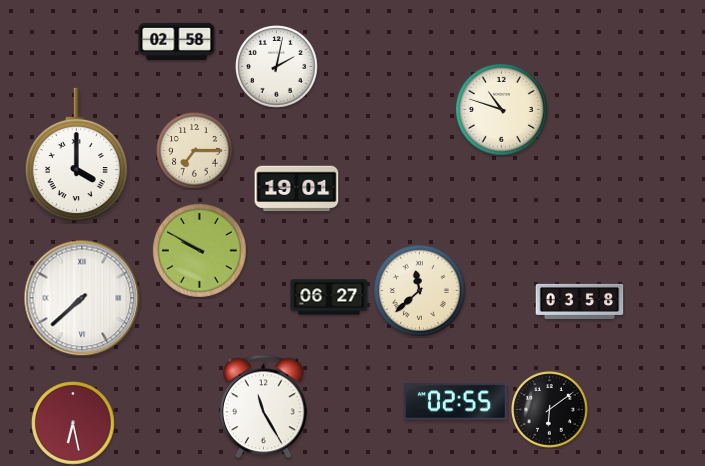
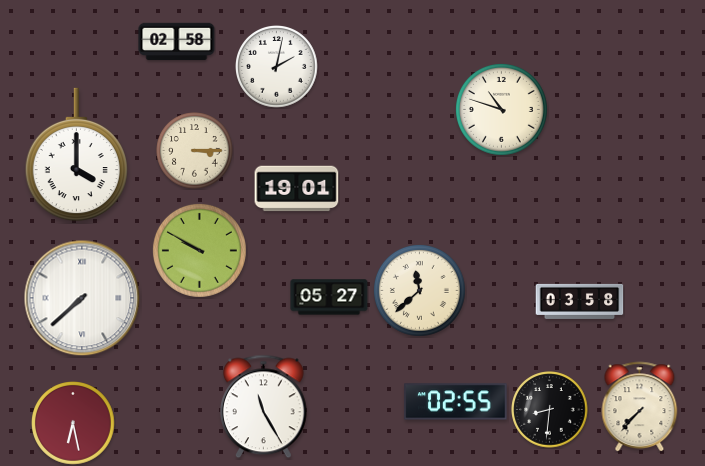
clock at (195, 151): 7:15 -> 3:15
clock at (329, 297): 06:27 -> 05:27
clock at (640, 407): none -> 7:37
clock at (550, 410): 6:09 -> 8:31
